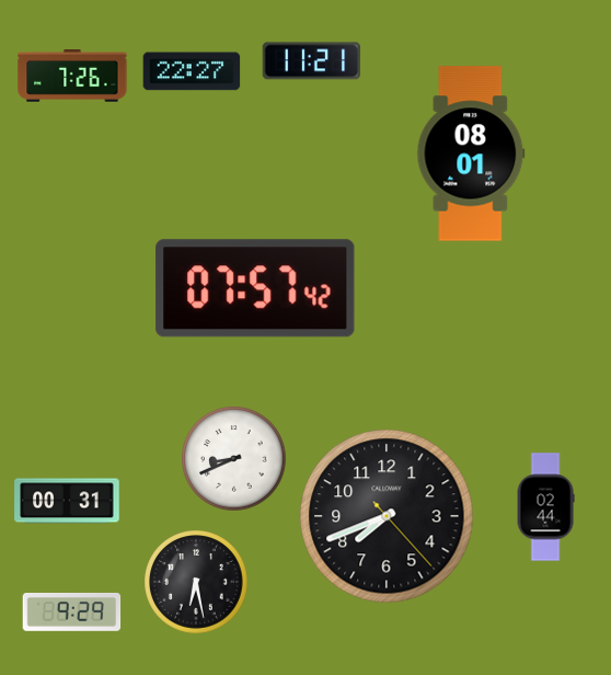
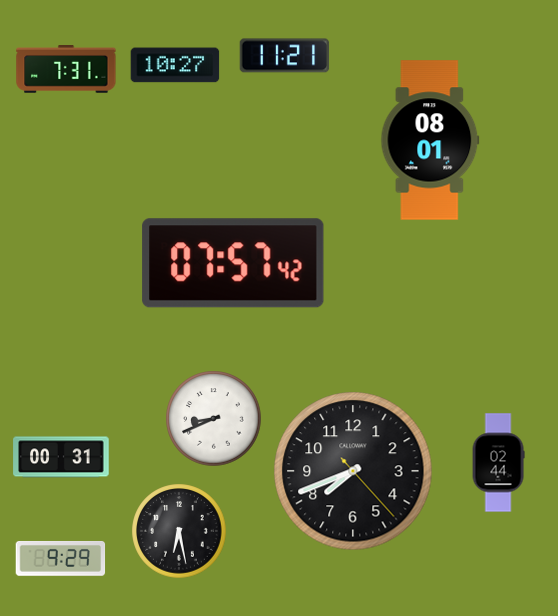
clock at (192, 71): 22:27 -> 10:27
clock at (72, 77): 7:26 -> 7:31
clock at (72, 611) position: (72, 611) -> (61, 558)
